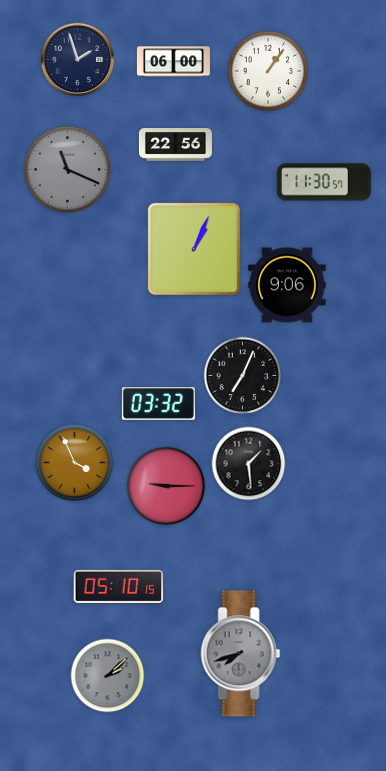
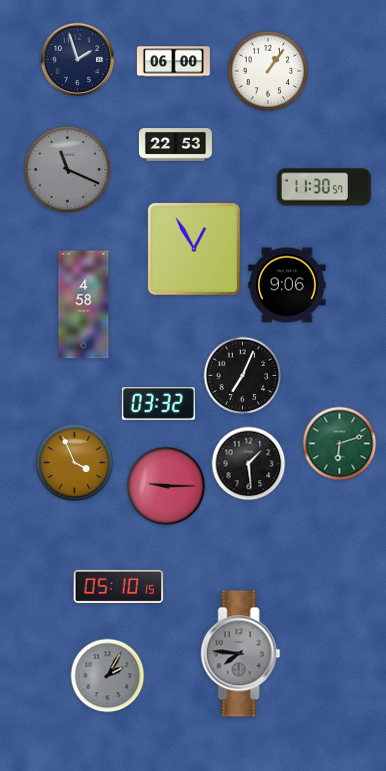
clock at (175, 145): 22:56 -> 22:53
clock at (324, 182) position: (324, 182) -> (324, 187)
clock at (194, 249): 1:04 -> 12:55
clock at (84, 305): none -> 4:58
clock at (340, 444): none -> 6:12
clock at (241, 654): 7:42 -> 7:46
clock at (108, 676): 2:08 -> 2:05
